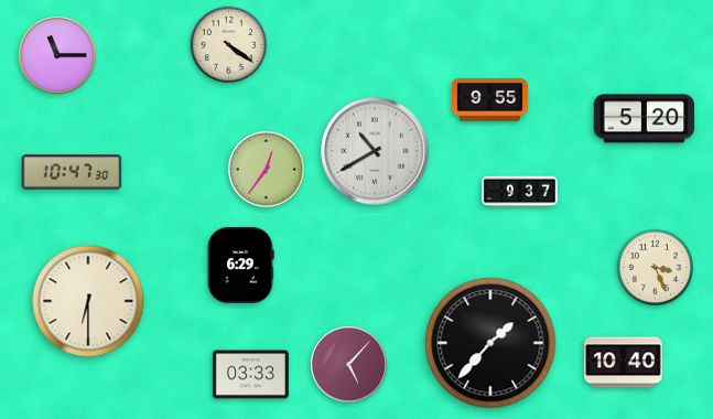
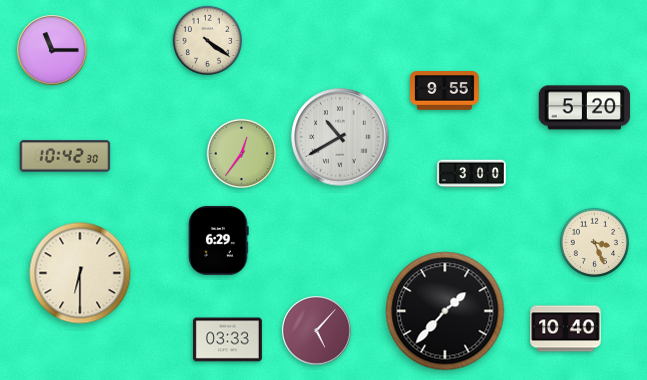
clock at (72, 172): 10:47 -> 10:42
clock at (520, 192): 9:37 -> 3:00
